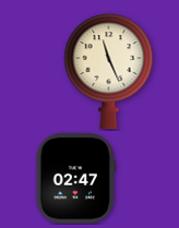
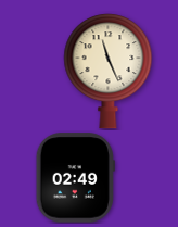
clock at (75, 179): 02:47 -> 02:49
